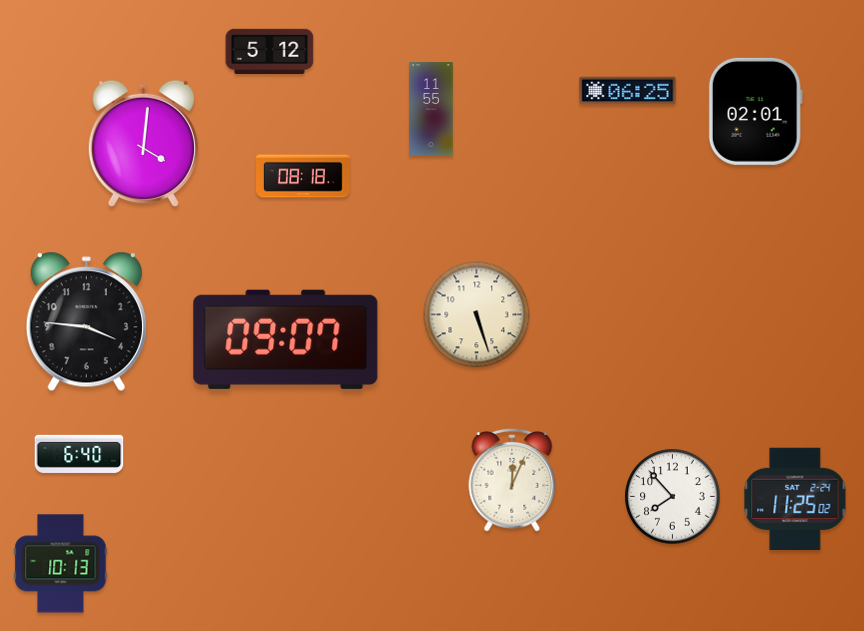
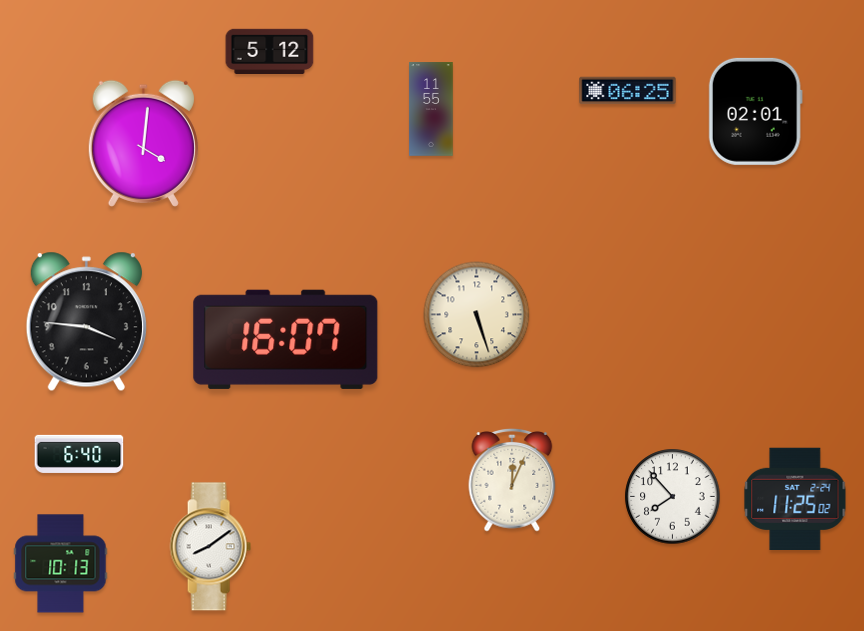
clock at (303, 176): 08:18 -> none
clock at (286, 339): 09:07 -> 16:07
clock at (210, 547): none -> 8:09
